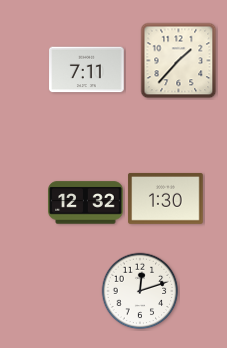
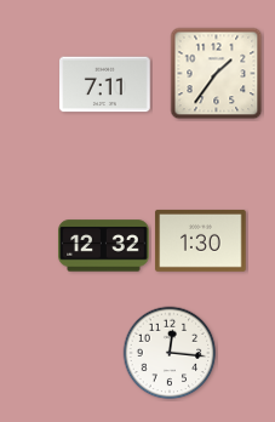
clock at (179, 61): 1:37 -> 1:36
clock at (140, 291): 12:12 -> 12:16
